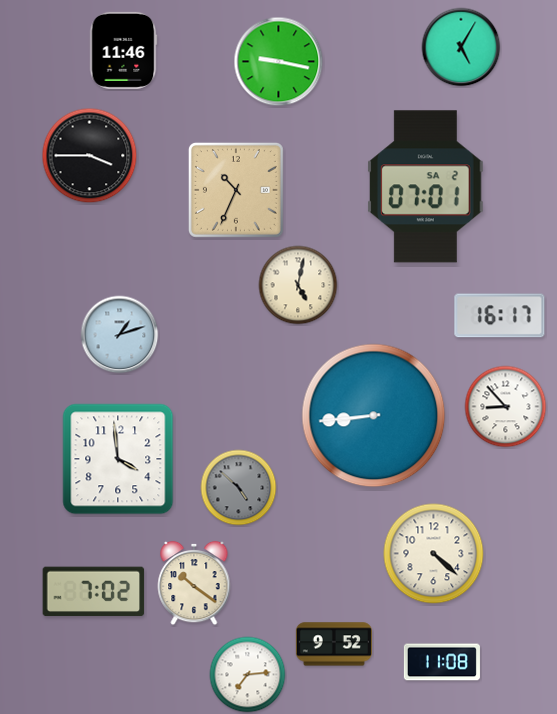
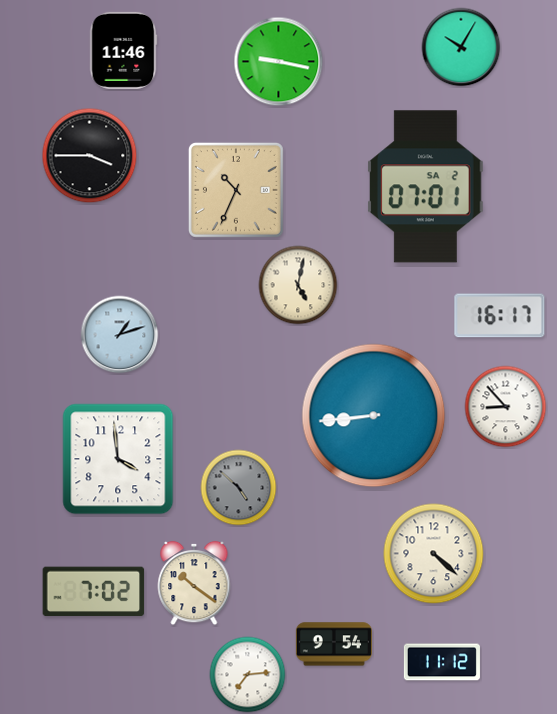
clock at (461, 47): 5:05 -> 10:05
clock at (334, 644): 9:52 -> 9:54
clock at (442, 662): 11:08 -> 11:12
